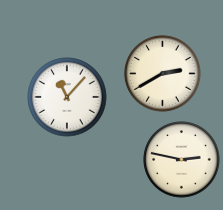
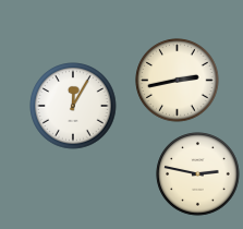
clock at (163, 74): 2:40 -> 2:43
clock at (67, 97): 11:07 -> 12:05
